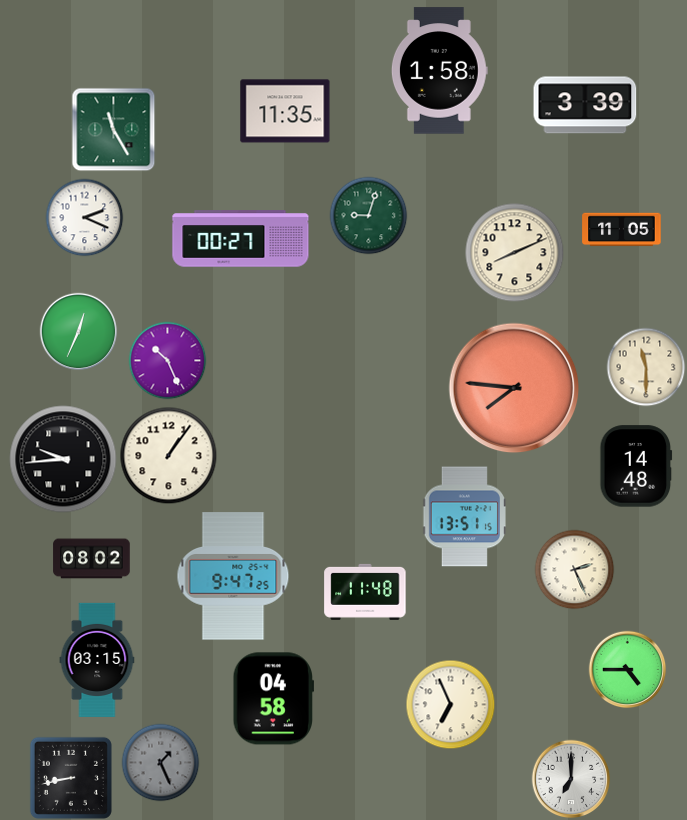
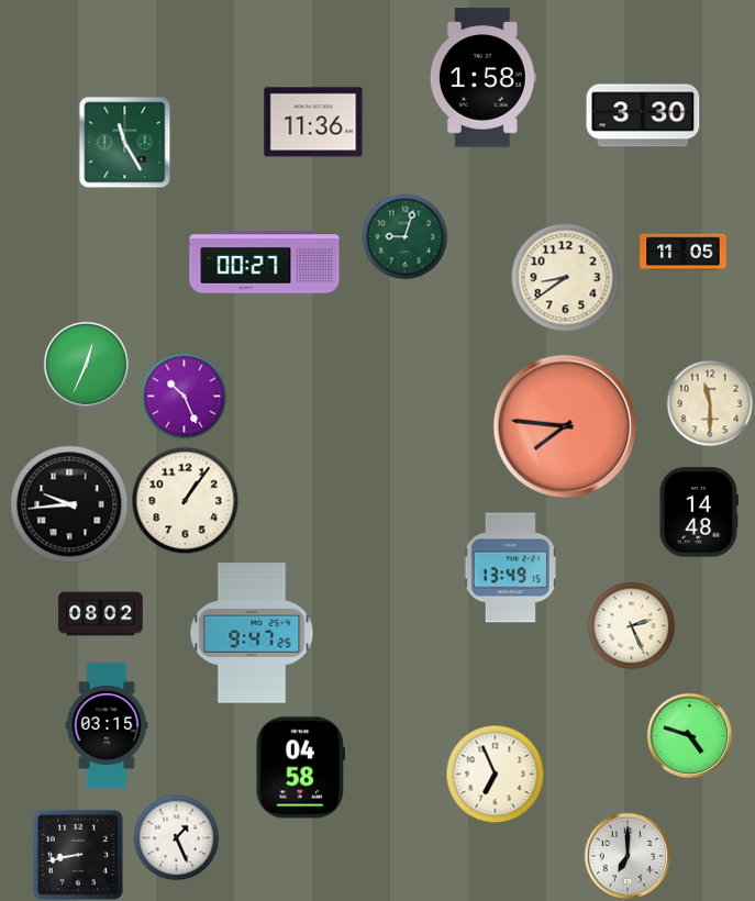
clock at (585, 105): 3:39 -> 3:30
clock at (285, 111): 11:35 -> 11:36
clock at (84, 217): 2:19 -> none
clock at (515, 253): 8:11 -> 8:39
clock at (464, 517): 13:51 -> 13:49
clock at (233, 576) position: (233, 576) -> (252, 633)
clock at (365, 592): 11:48 -> none
clock at (627, 669): 4:45 -> 4:48
clock at (160, 762) dial: grey -> white
